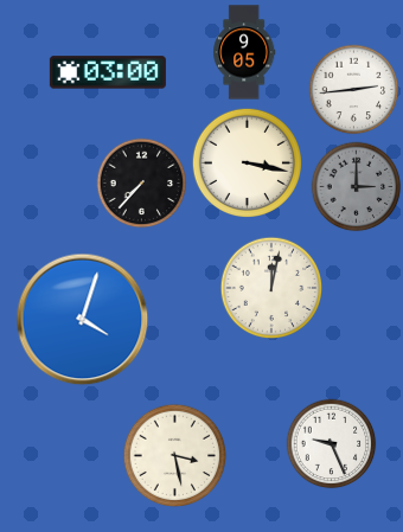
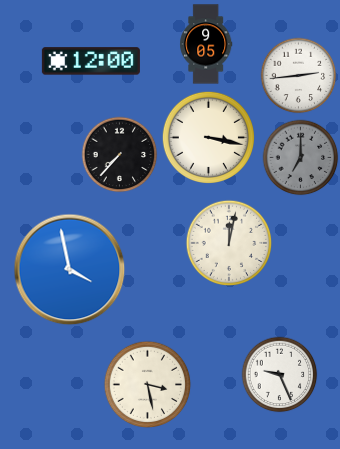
clock at (108, 72): 03:00 -> 12:00
clock at (357, 187): 3:00 -> 7:00
clock at (83, 320): 4:03 -> 3:58
